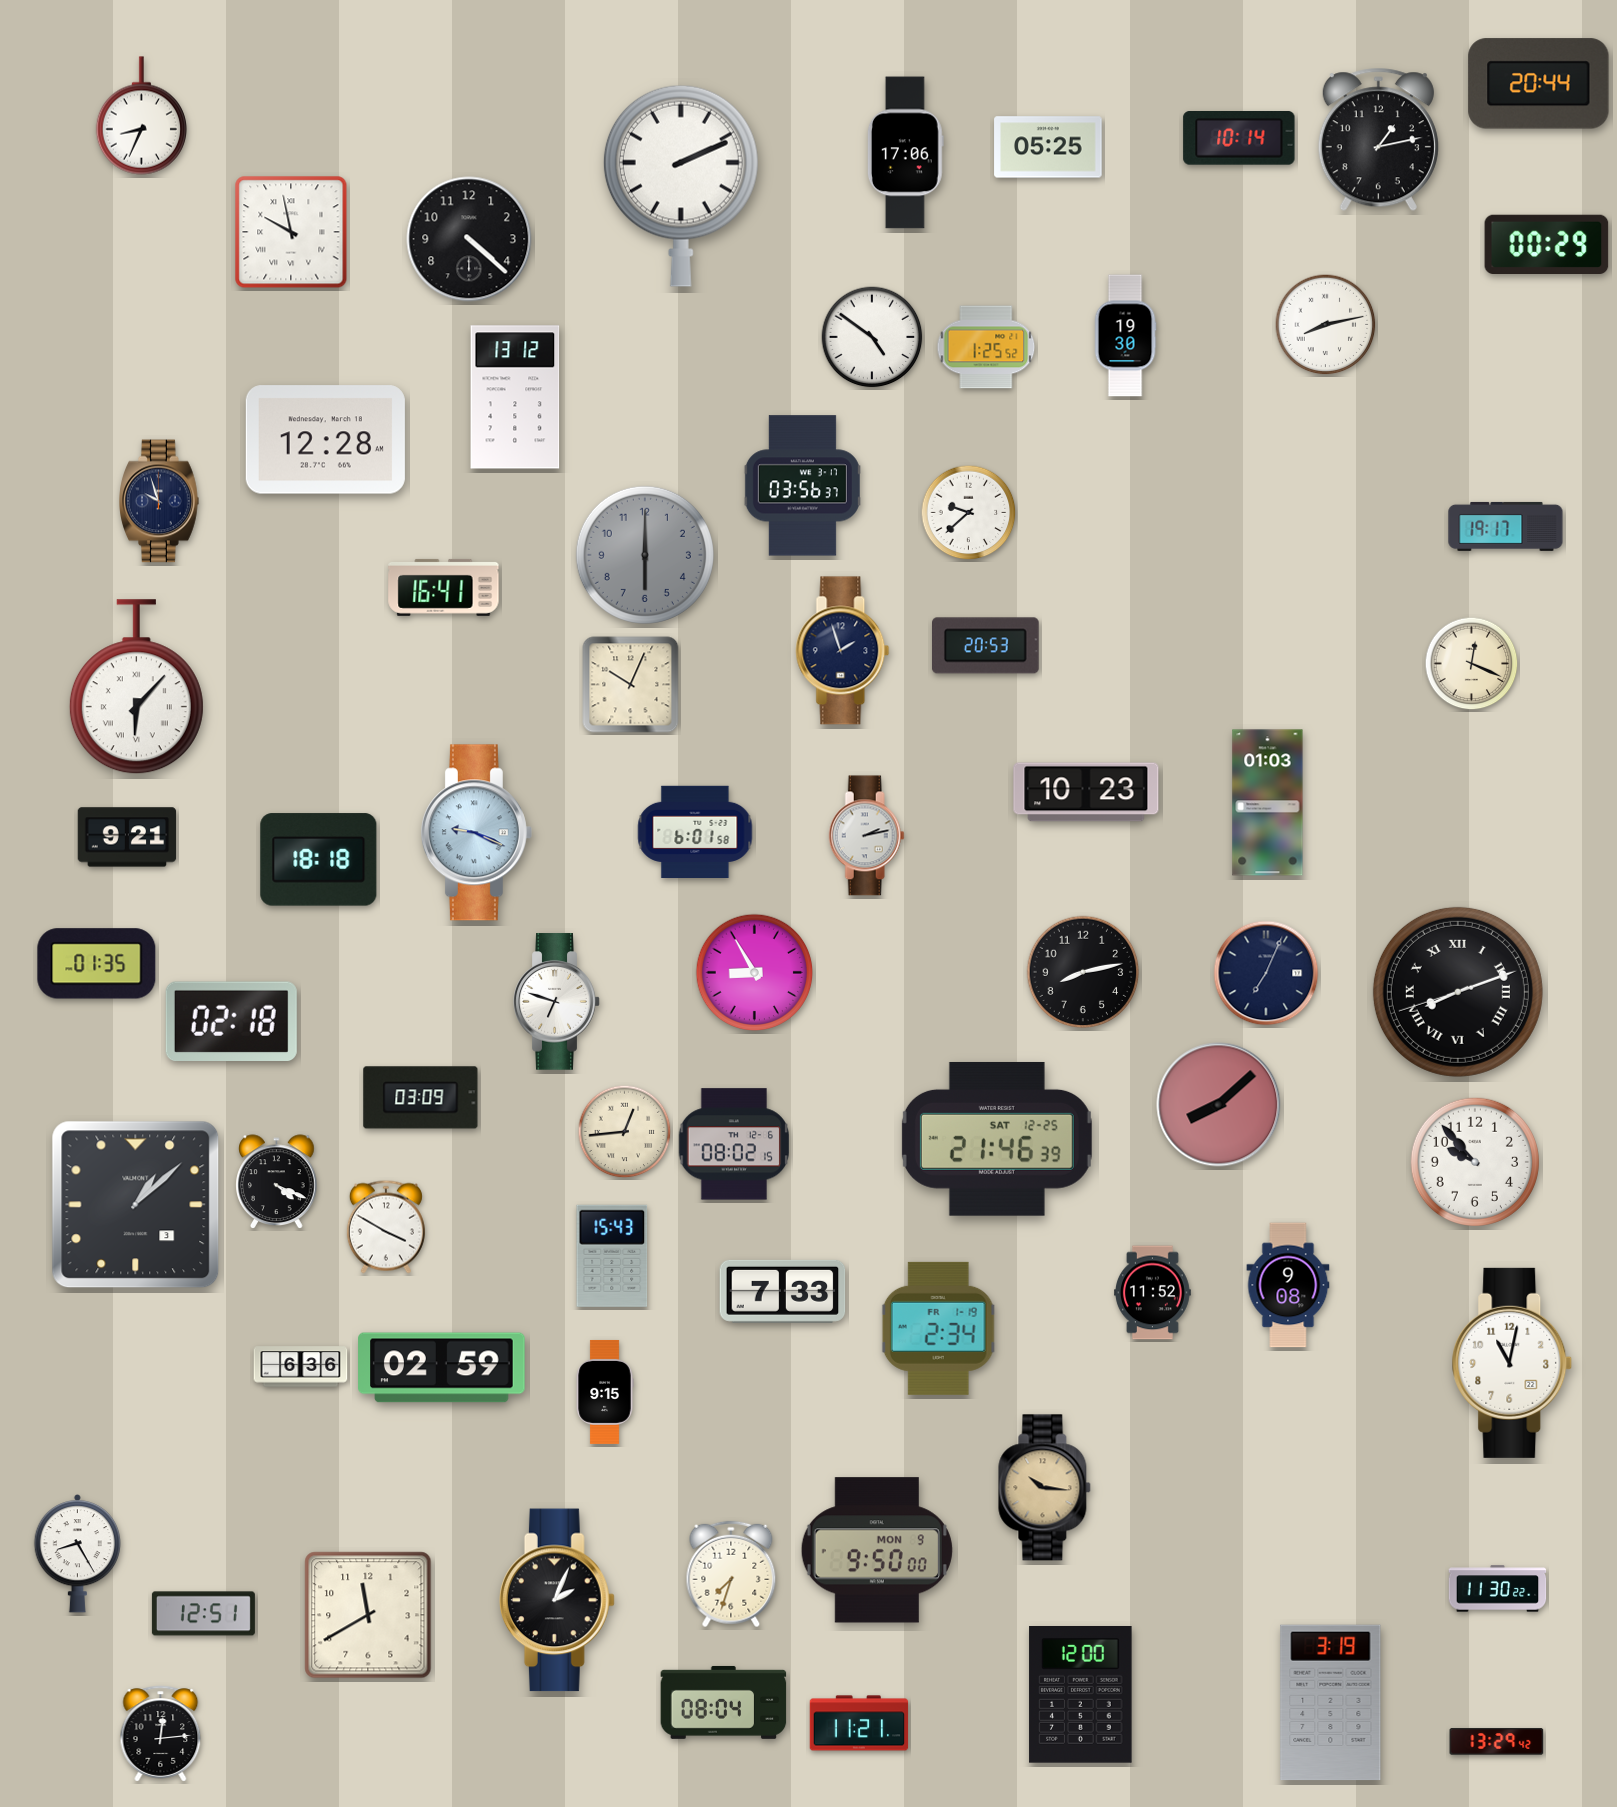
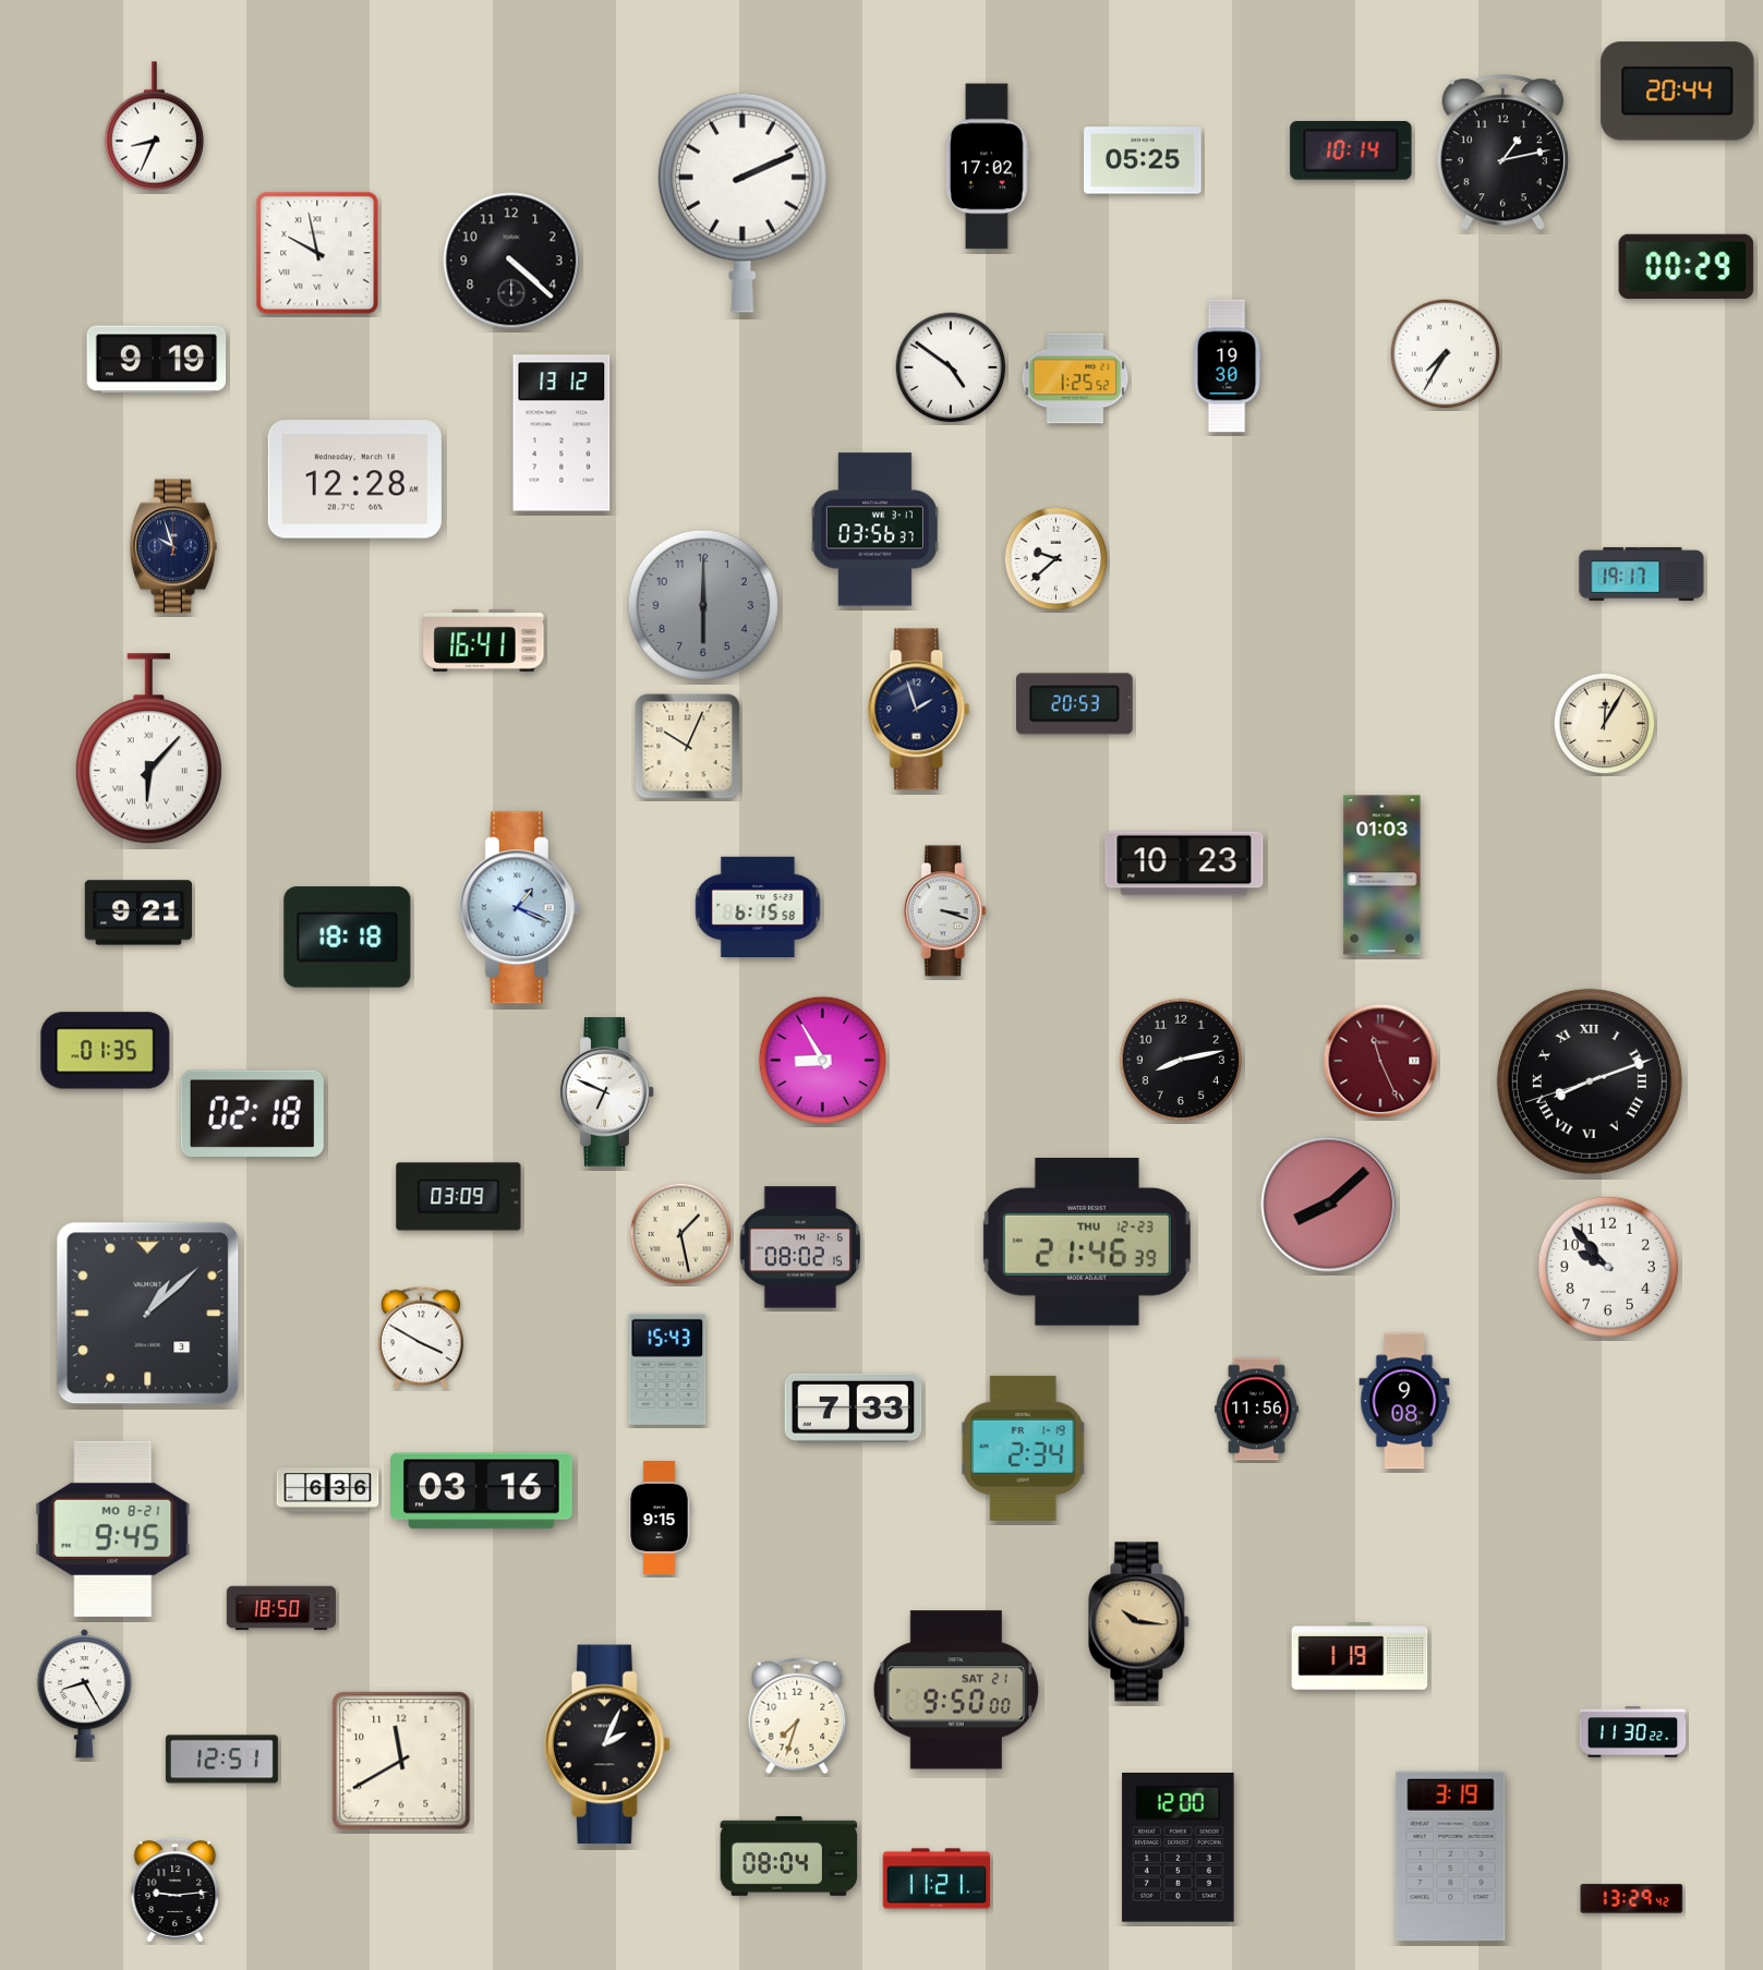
clock at (905, 153): 17:06 -> 17:02
clock at (1326, 325): 8:13 -> 7:35
clock at (157, 360): none -> 9:19
clock at (1472, 664): 12:19 -> 12:05
clock at (695, 832): 6:01 -> 6:15
clock at (476, 833): 9:19 -> 1:19
clock at (866, 836): 2:13 -> 3:18
clock at (1266, 973): 7:04 -> 11:26
clock at (1266, 973) dial: navy -> burgundy
clock at (557, 1002): 6:48 -> 6:49
clock at (625, 1132): 12:44 -> 1:28
clock at (997, 1139) date: SAT 12-25 -> THU 12-23
clock at (277, 1181): 4:19 -> none
clock at (1153, 1293): 11:52 -> 11:56
clock at (1512, 1363): 11:02 -> none
clock at (442, 1368): 02:59 -> 03:16
clock at (113, 1528): none -> 9:45
clock at (281, 1608): none -> 18:50
clock at (1360, 1656): none -> 1:19
clock at (877, 1550) date: MON 9 -> SAT 21
clock at (161, 1734): 12:14 -> 9:14
